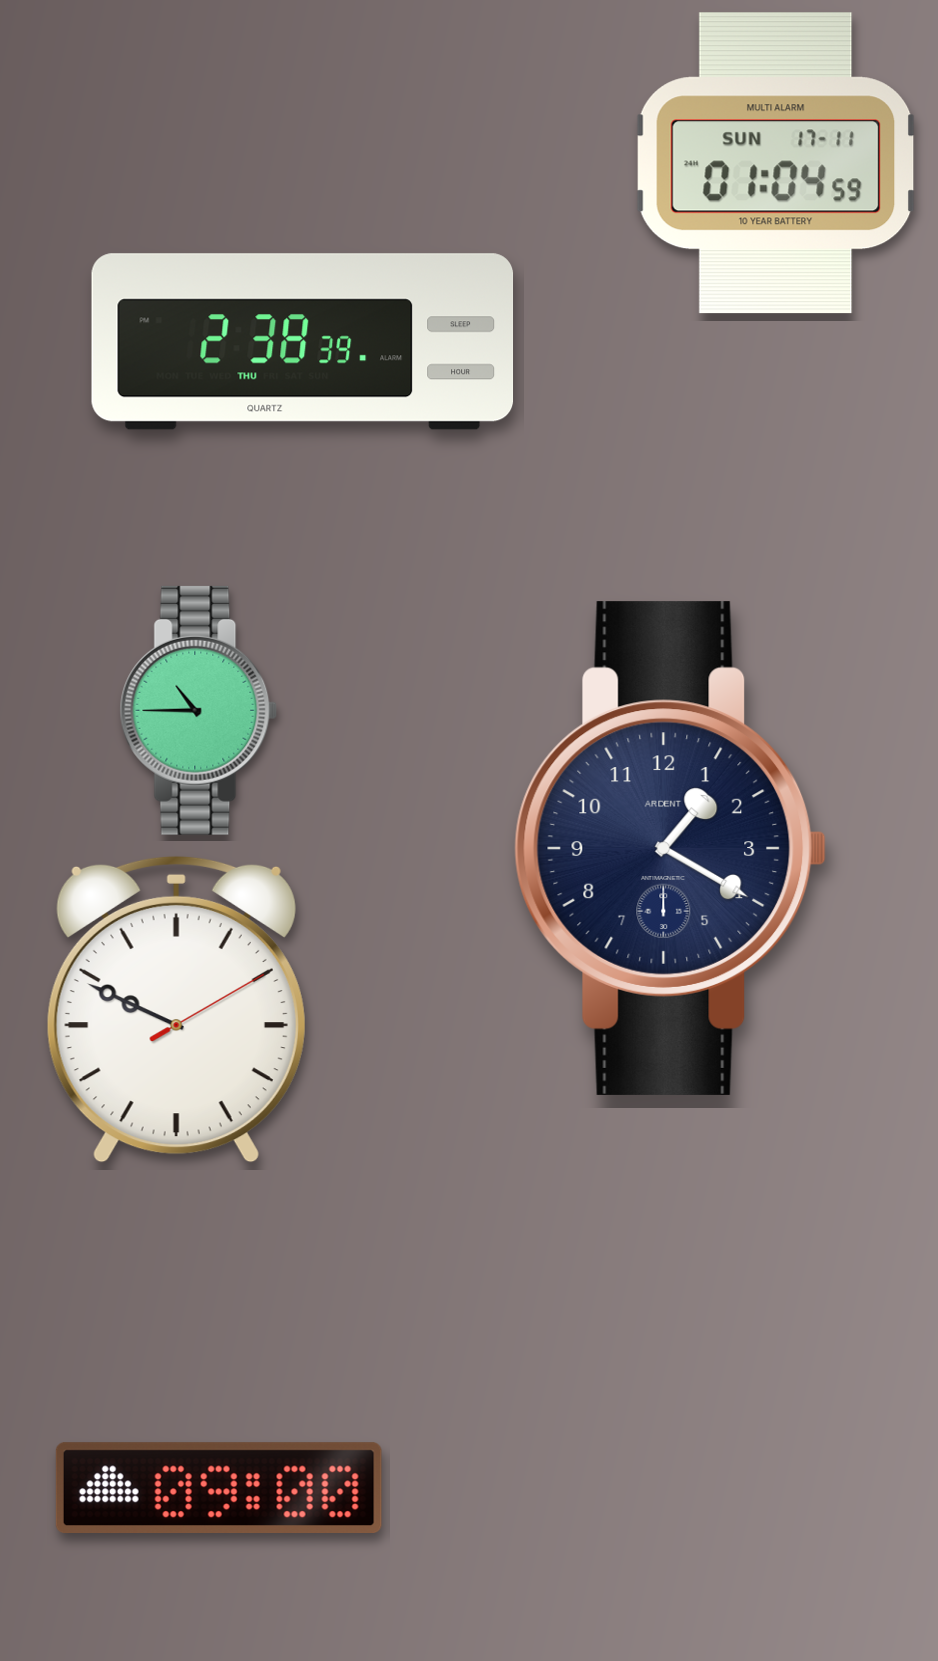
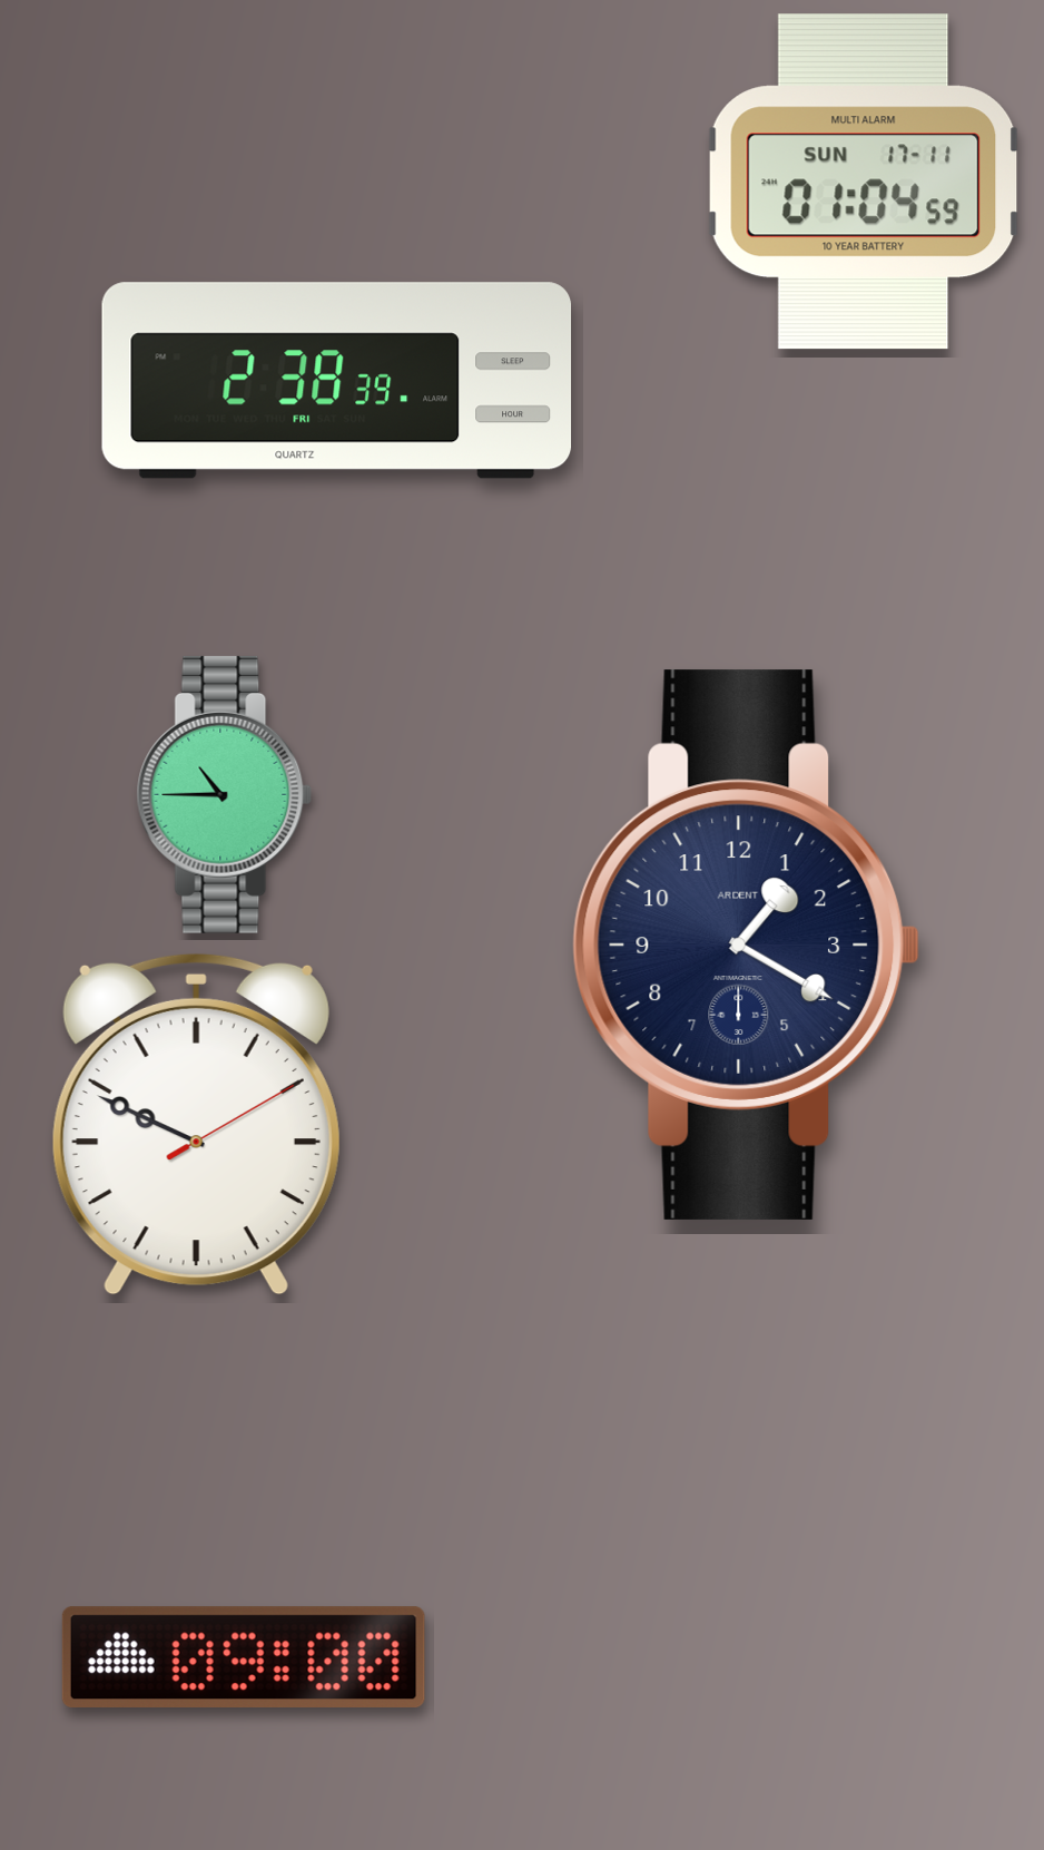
clock at (303, 342) date: THU -> FRI
clock at (199, 710) position: (199, 710) -> (225, 794)
